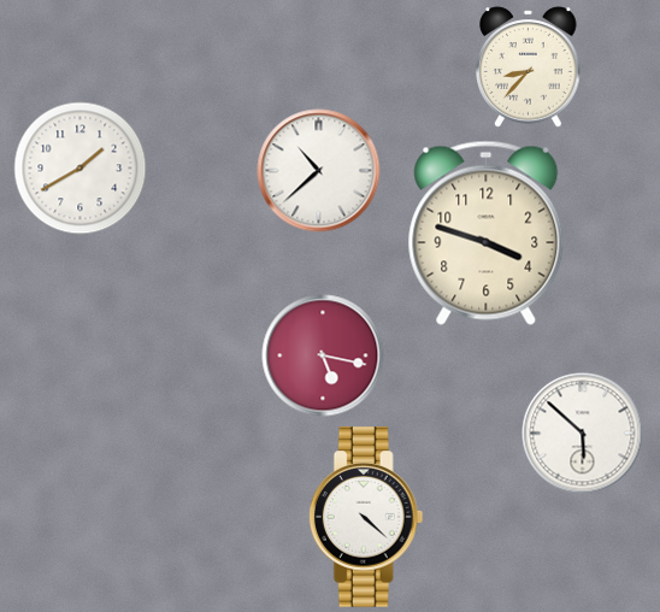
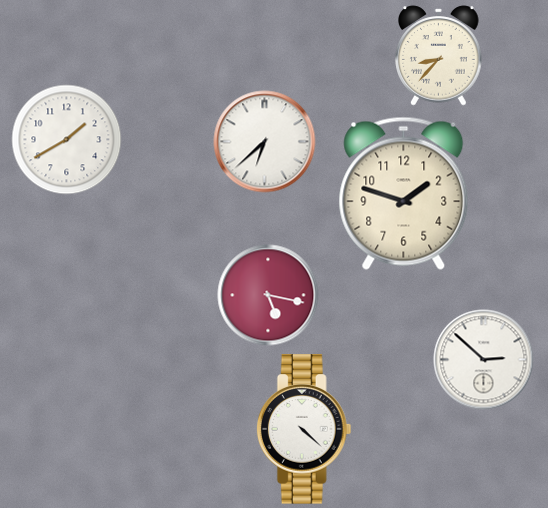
clock at (319, 171): 10:38 -> 6:38
clock at (487, 233): 3:48 -> 1:48
clock at (583, 434): 5:52 -> 2:52
